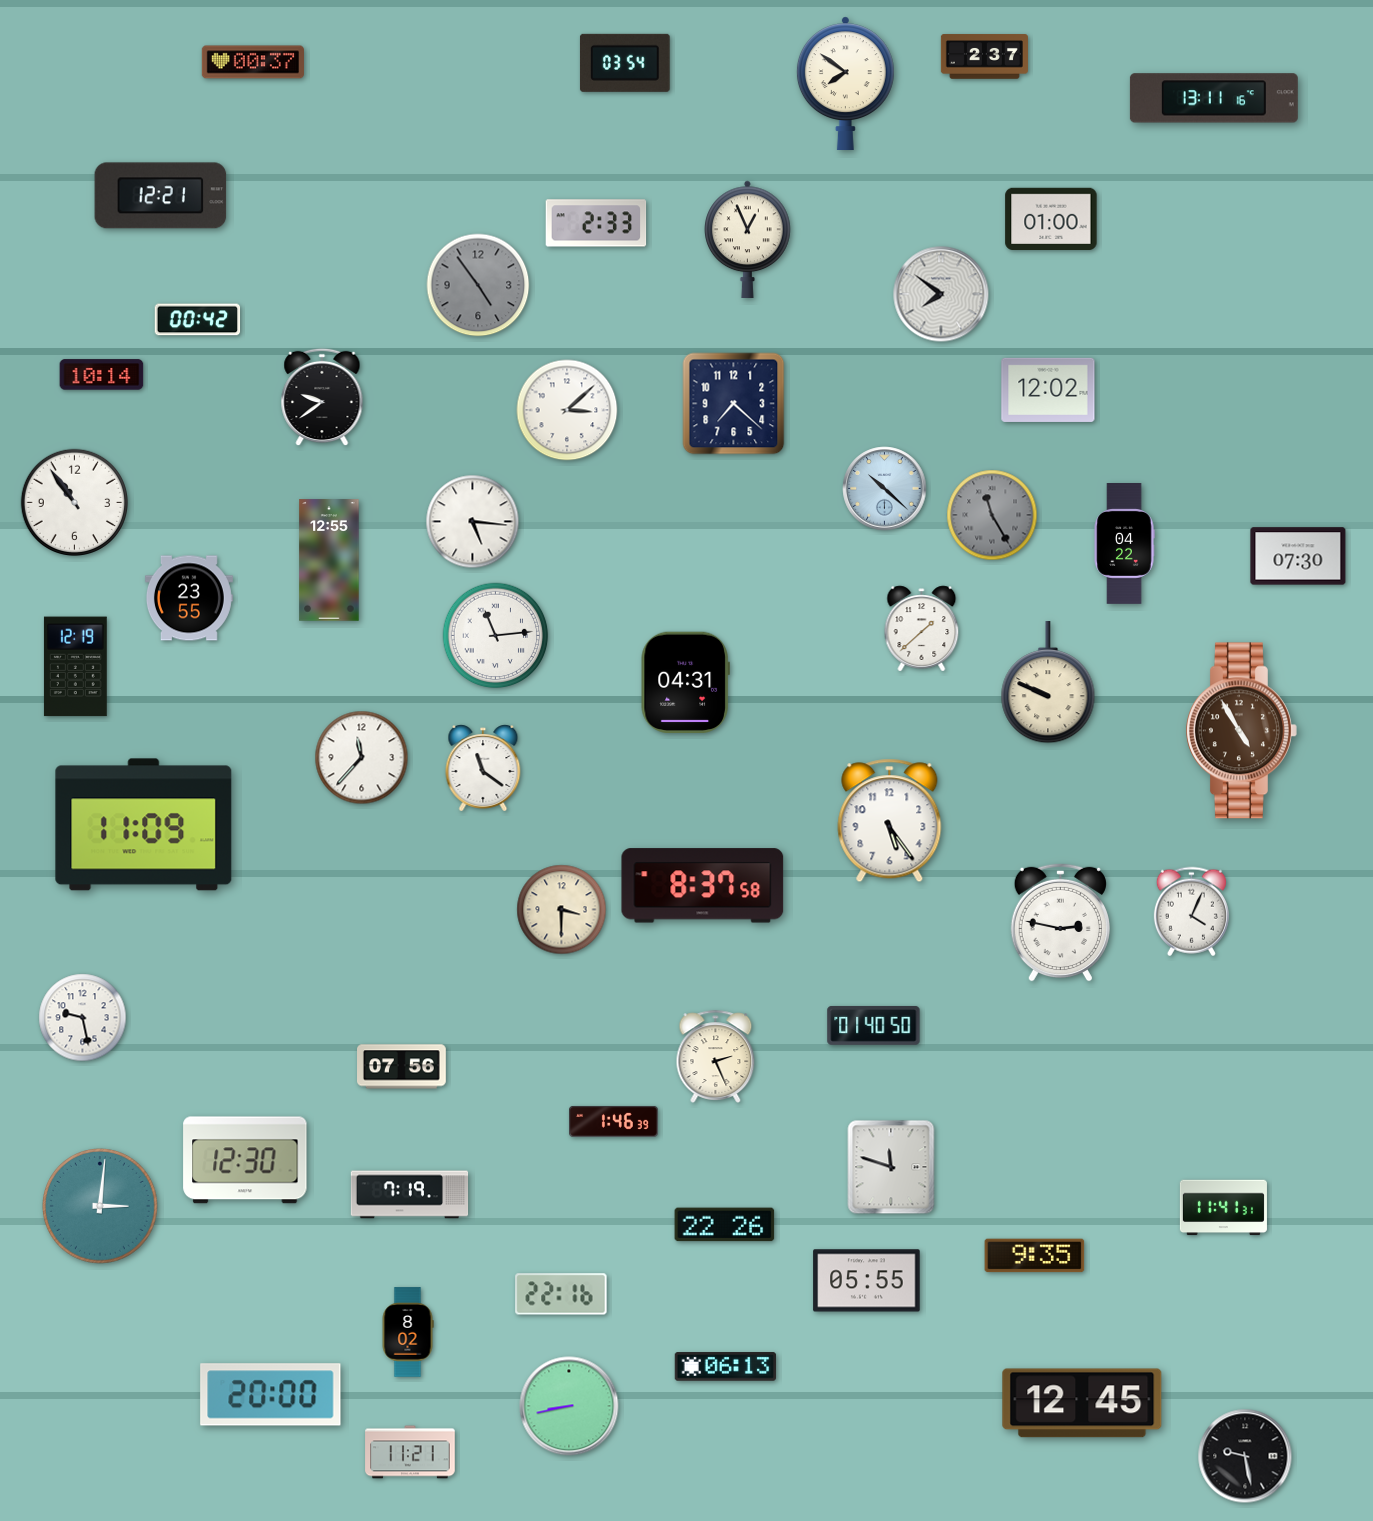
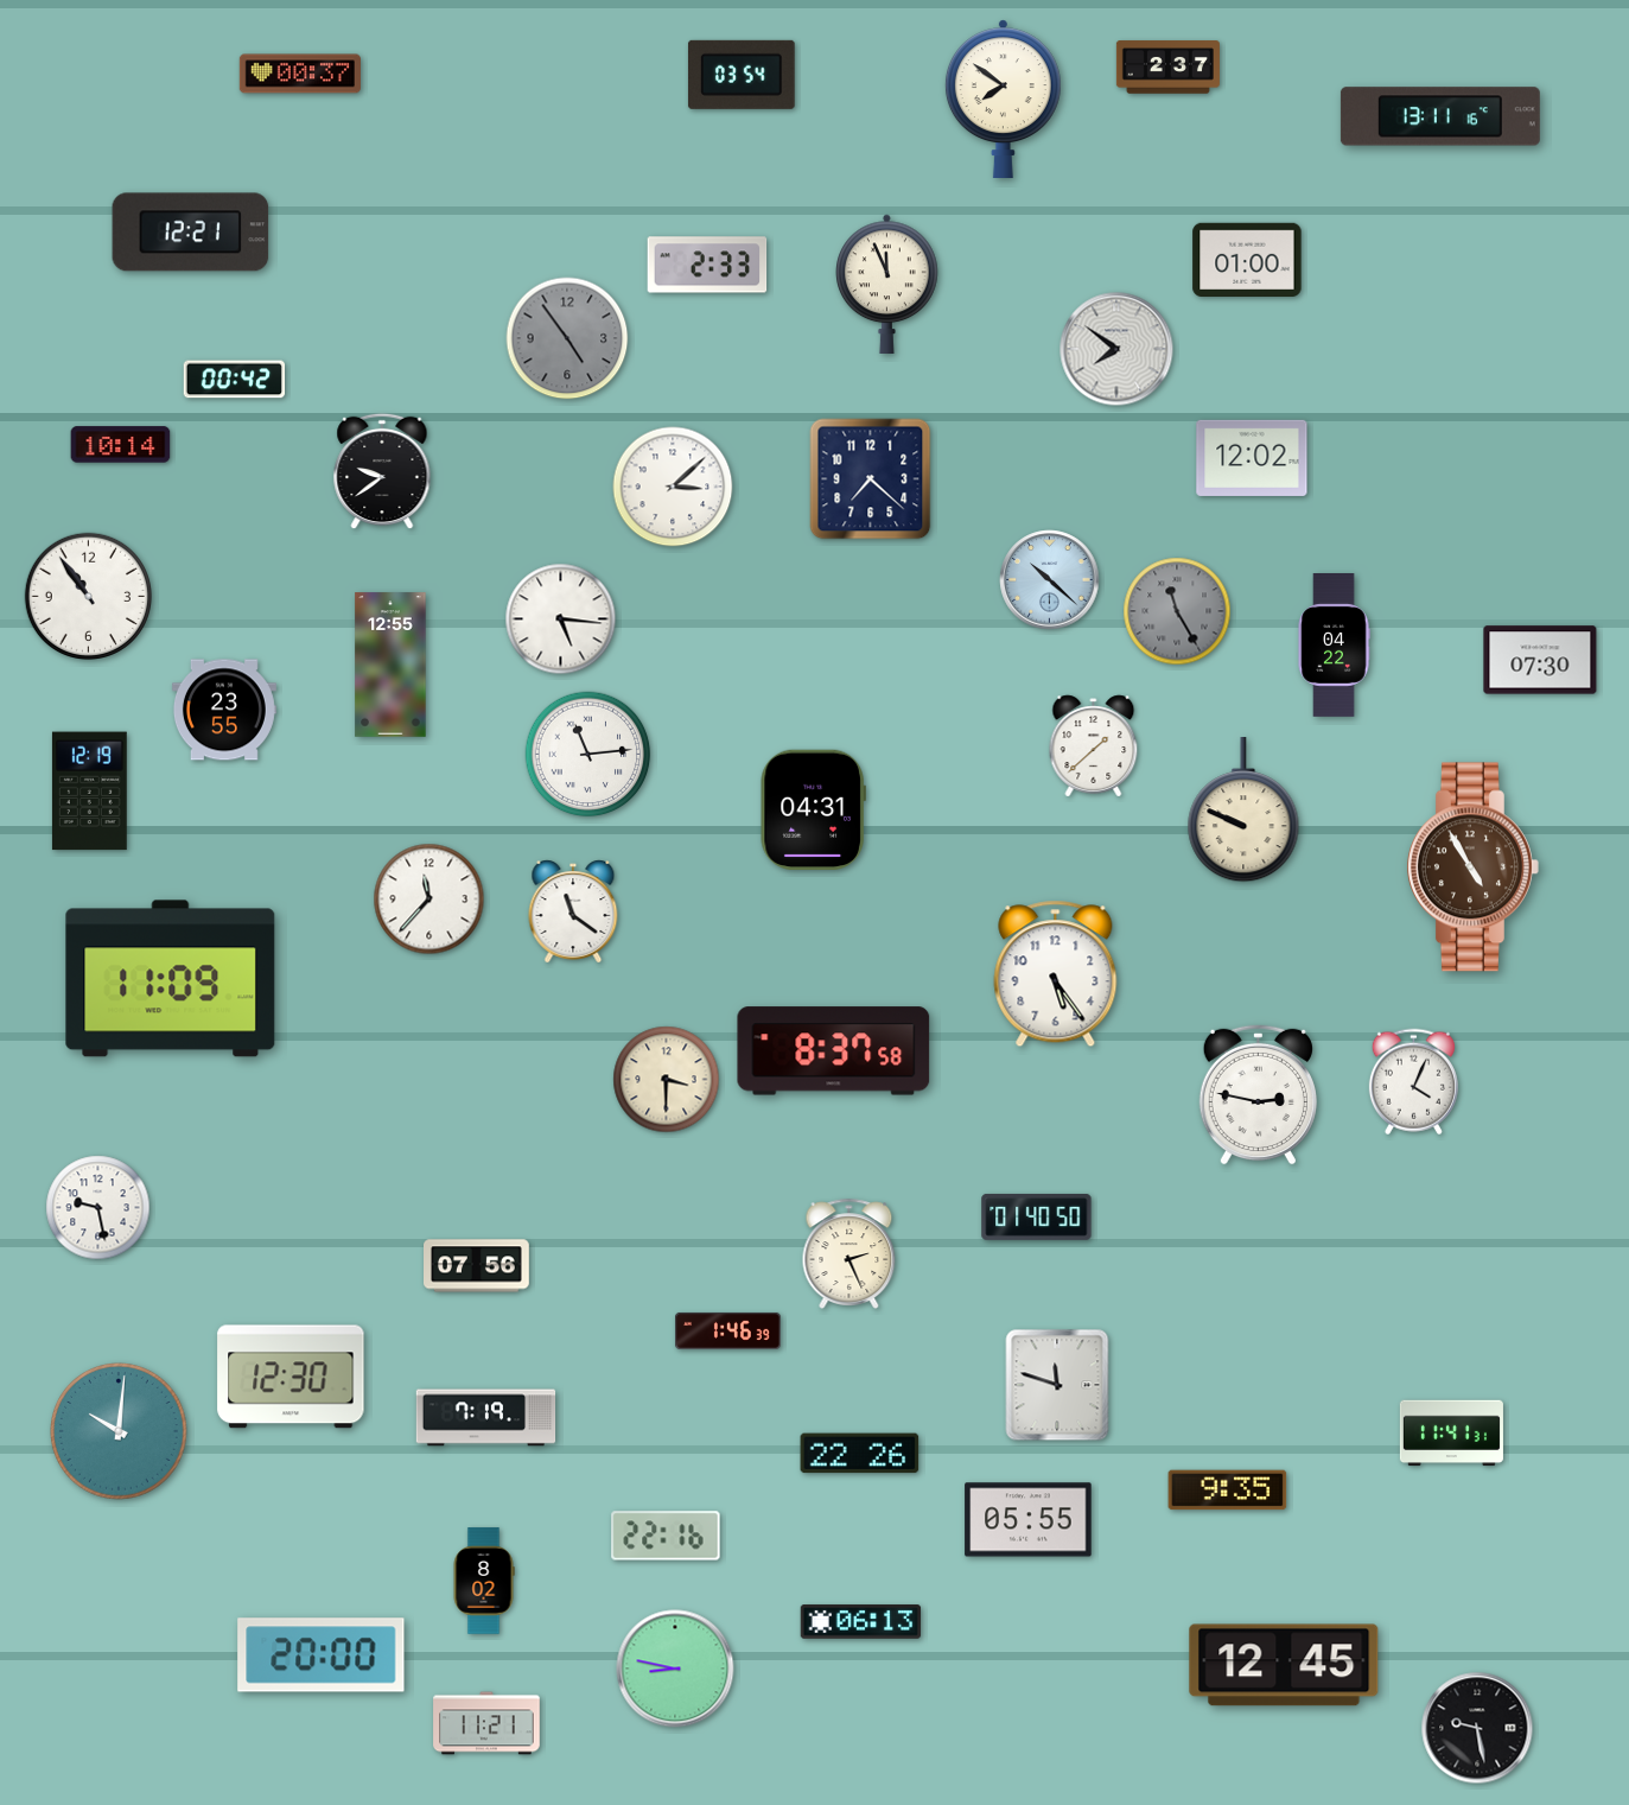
clock at (748, 239): 12:56 -> 11:56
clock at (1048, 390) position: (1048, 390) -> (1252, 458)
clock at (101, 1207): 3:01 -> 10:01
clock at (569, 1406): 8:43 -> 8:47
